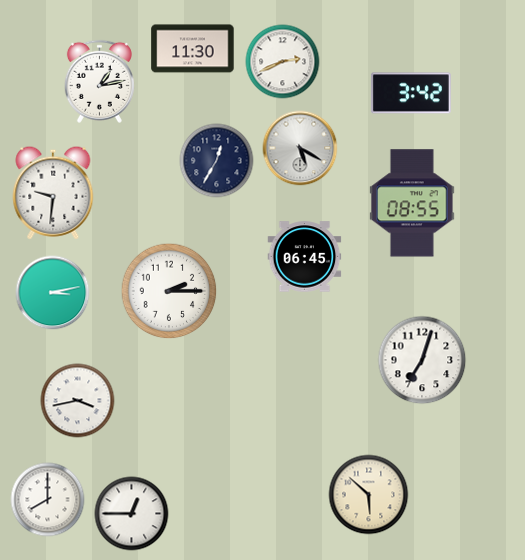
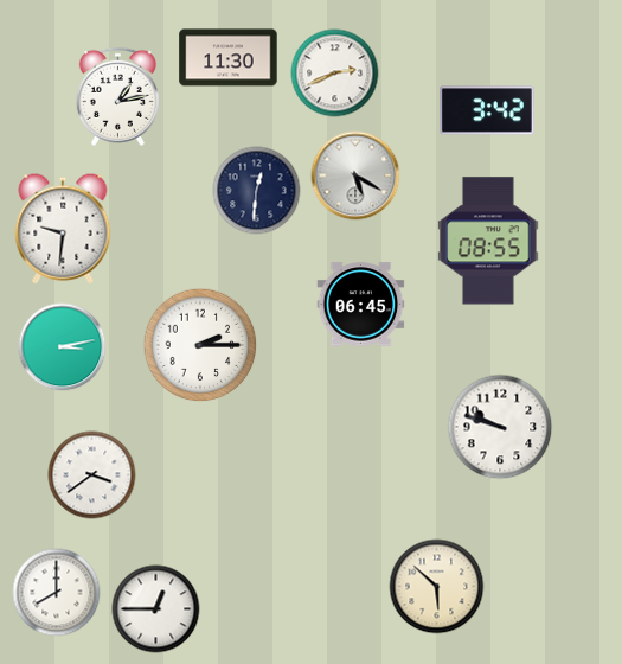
clock at (217, 161): 12:35 -> 12:31
clock at (422, 360): 7:03 -> 9:48
clock at (78, 401): 3:43 -> 3:39
